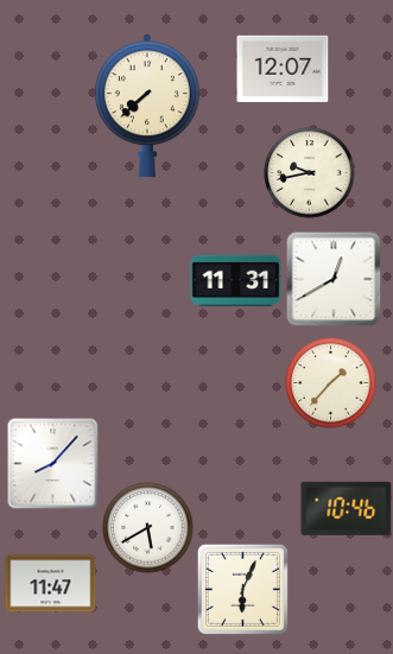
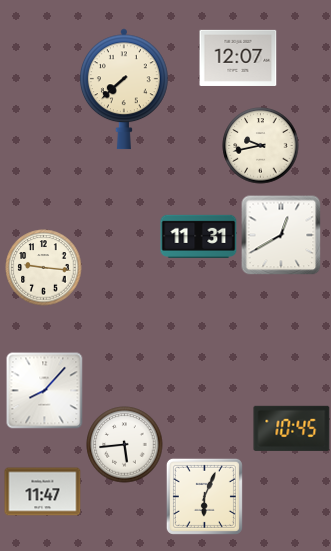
clock at (44, 268): none -> 9:16
clock at (331, 383): 1:37 -> none
clock at (347, 508): 10:46 -> 10:45
clock at (148, 528): 5:40 -> 5:44
